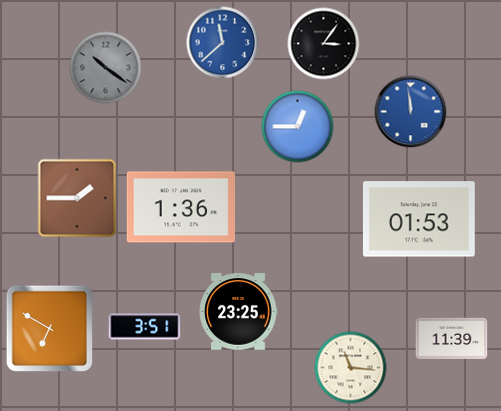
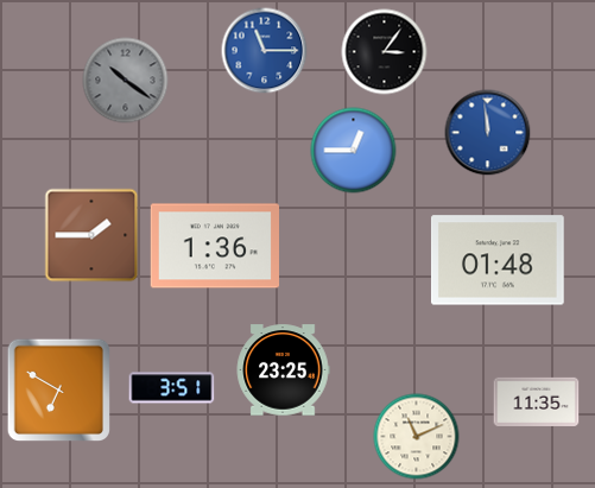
clock at (223, 43): 11:38 -> 11:15
clock at (419, 219): 01:53 -> 01:48
clock at (452, 338): 11:39 -> 11:35
clock at (351, 368): 11:16 -> 11:11
